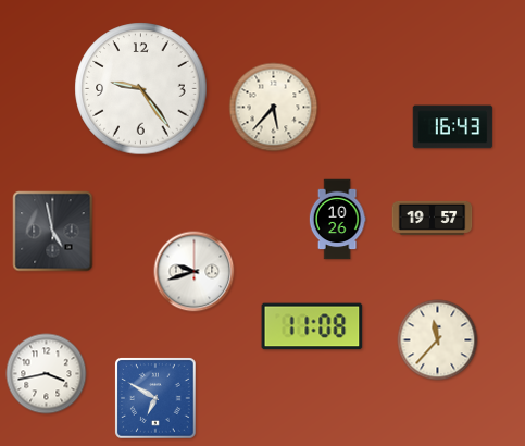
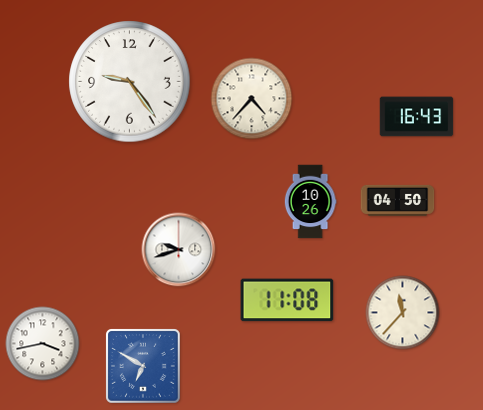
clock at (274, 108): 5:37 -> 4:37
clock at (433, 218): 19:57 -> 04:50
clock at (53, 232): 4:58 -> none
